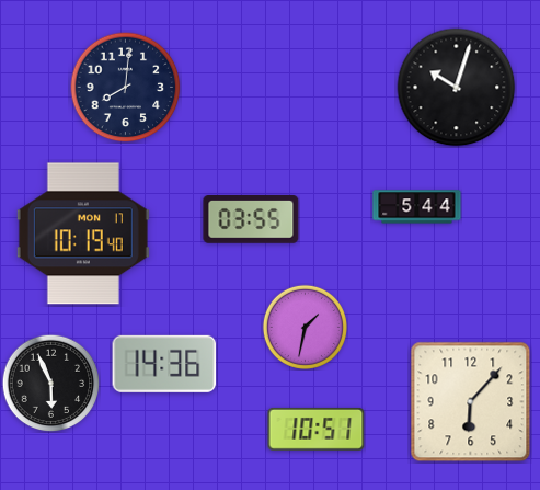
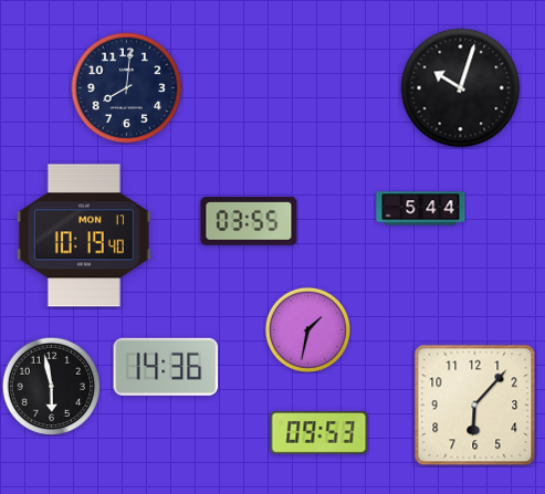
clock at (251, 220) position: (251, 220) -> (249, 222)
clock at (50, 383): 5:56 -> 5:58
clock at (317, 429): 10:51 -> 09:53
